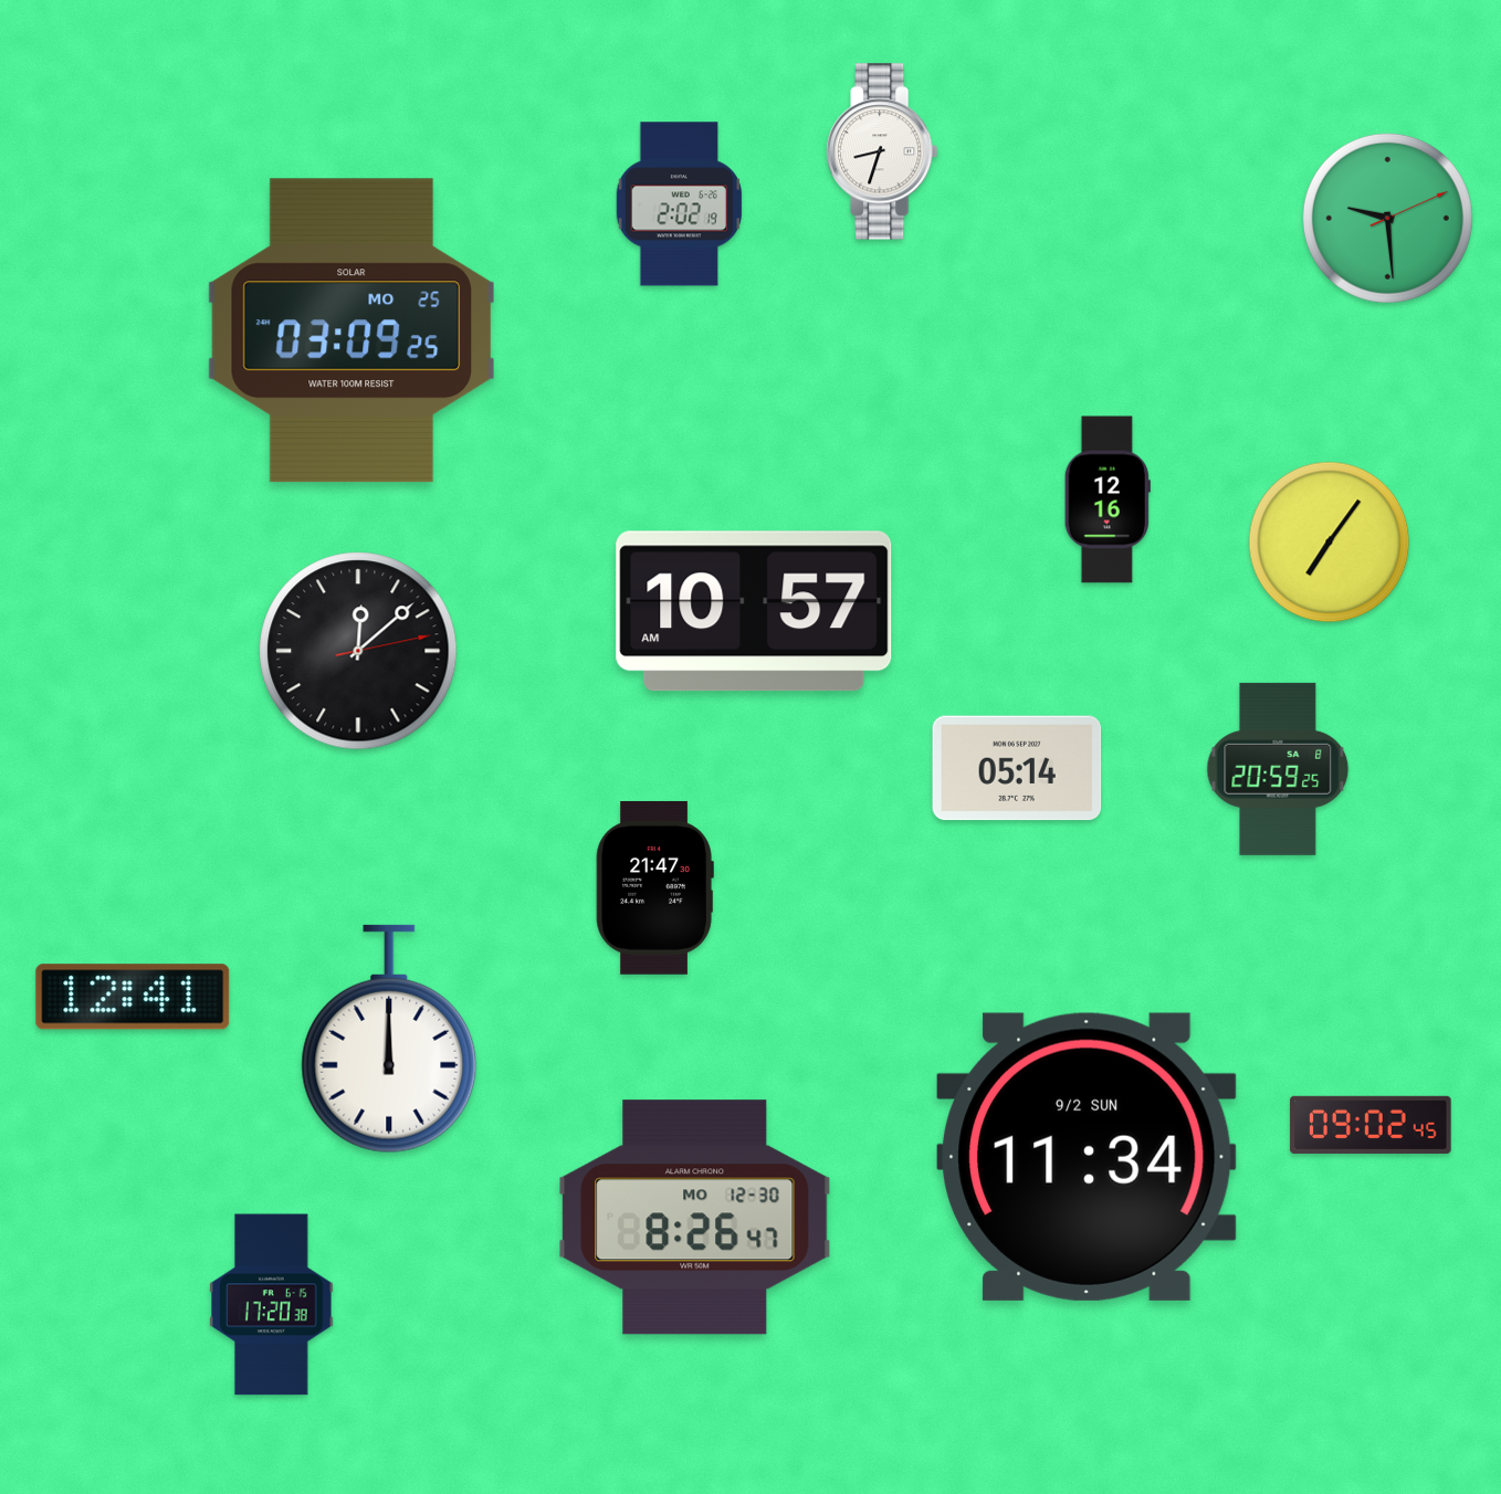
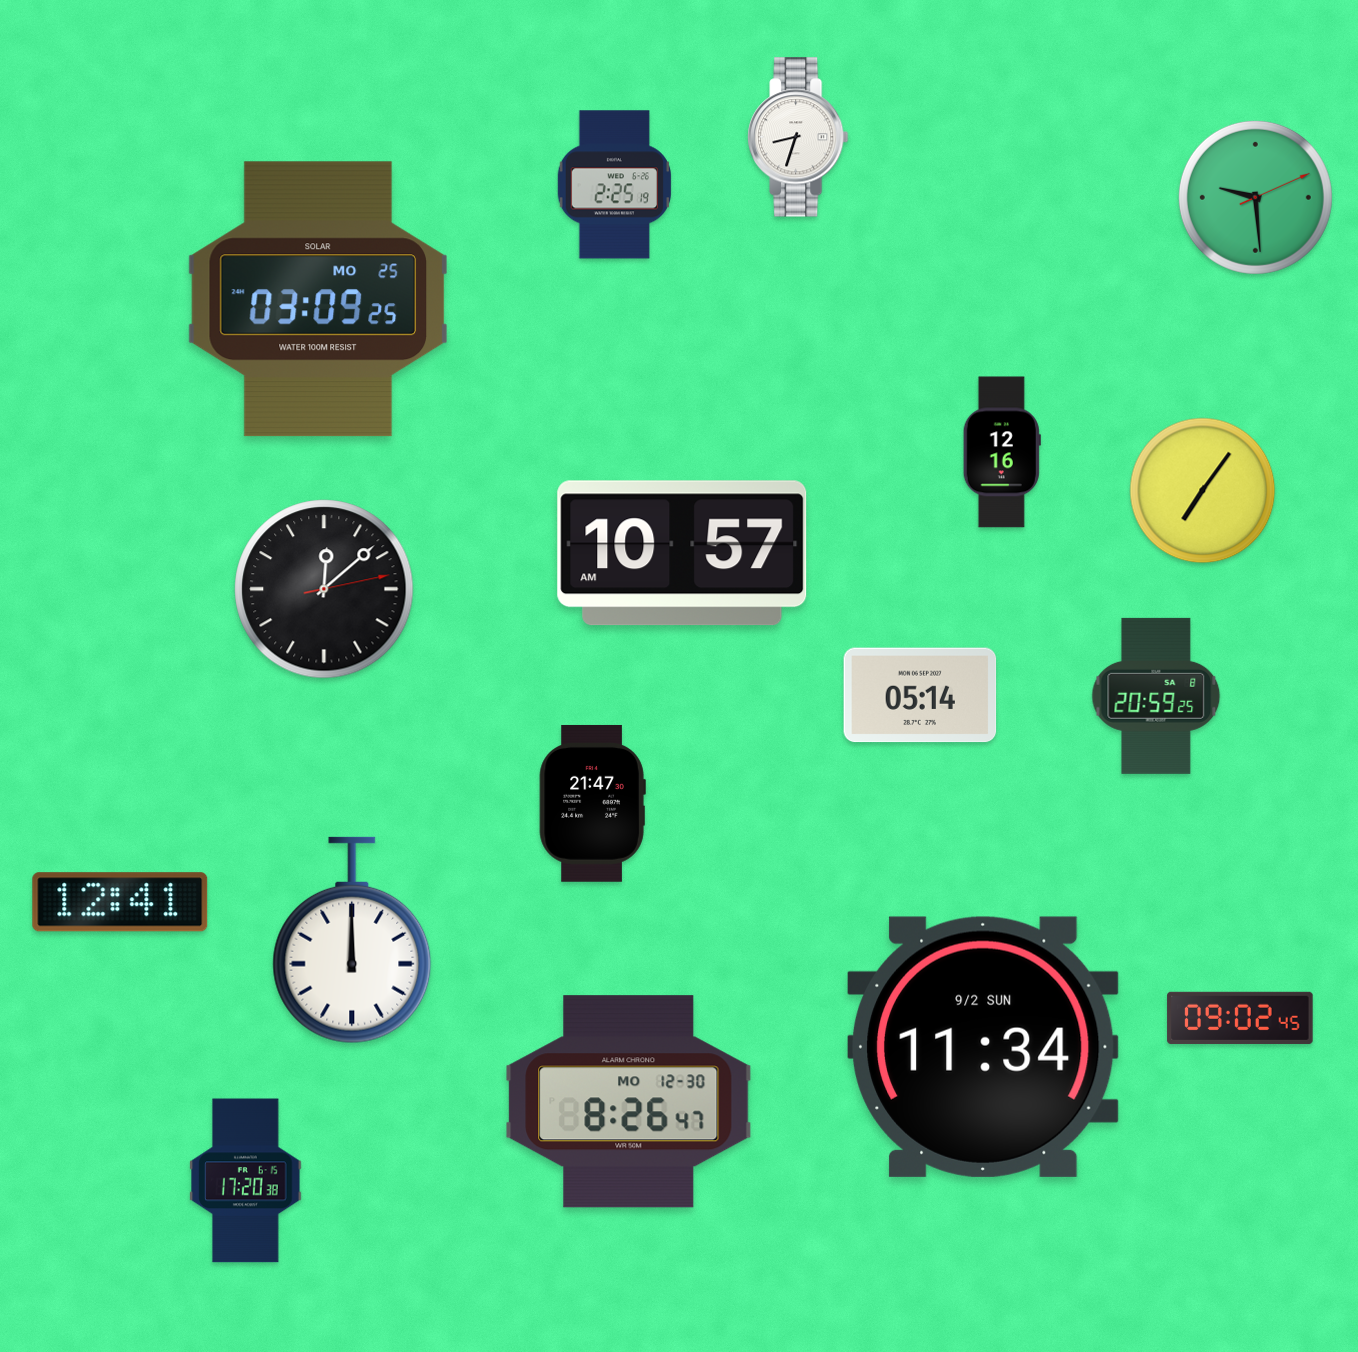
clock at (679, 204): 2:02 -> 2:25
